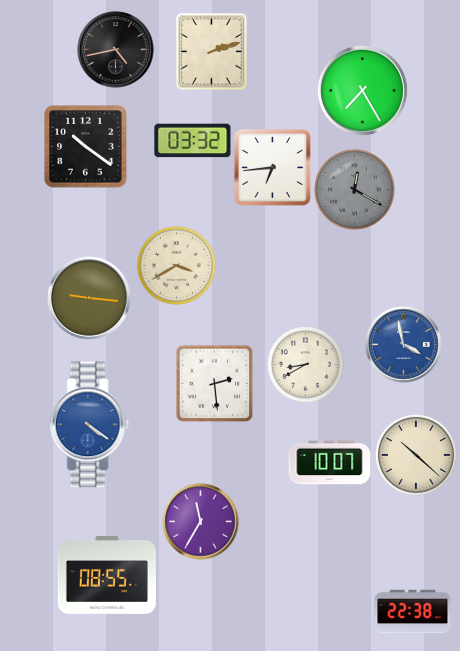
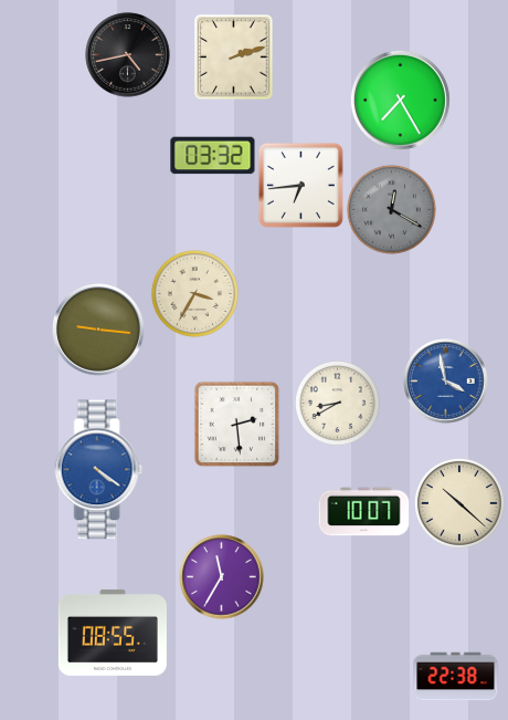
clock at (86, 147): 10:21 -> none
clock at (176, 265): 3:40 -> 3:35
clock at (107, 575) position: (107, 575) -> (113, 633)
